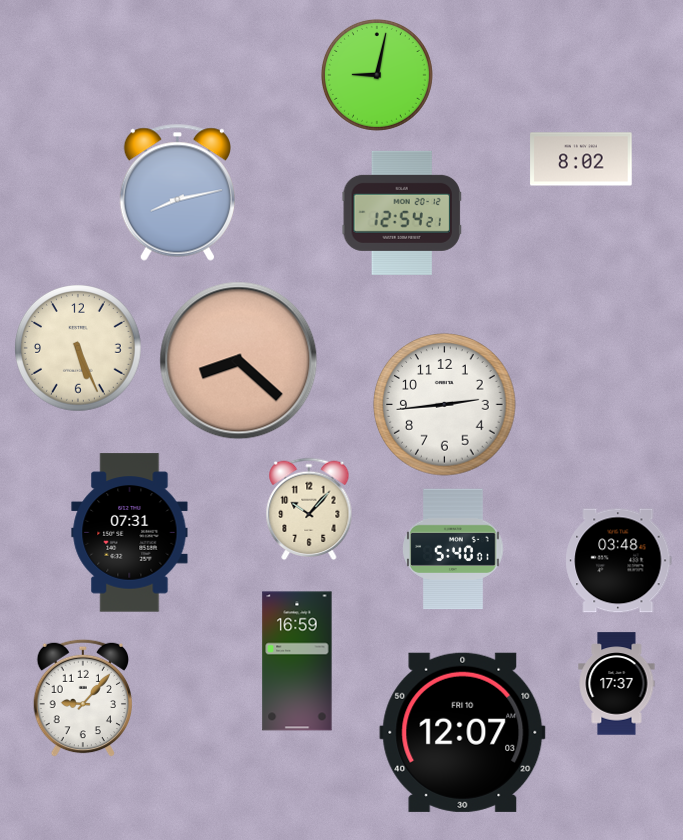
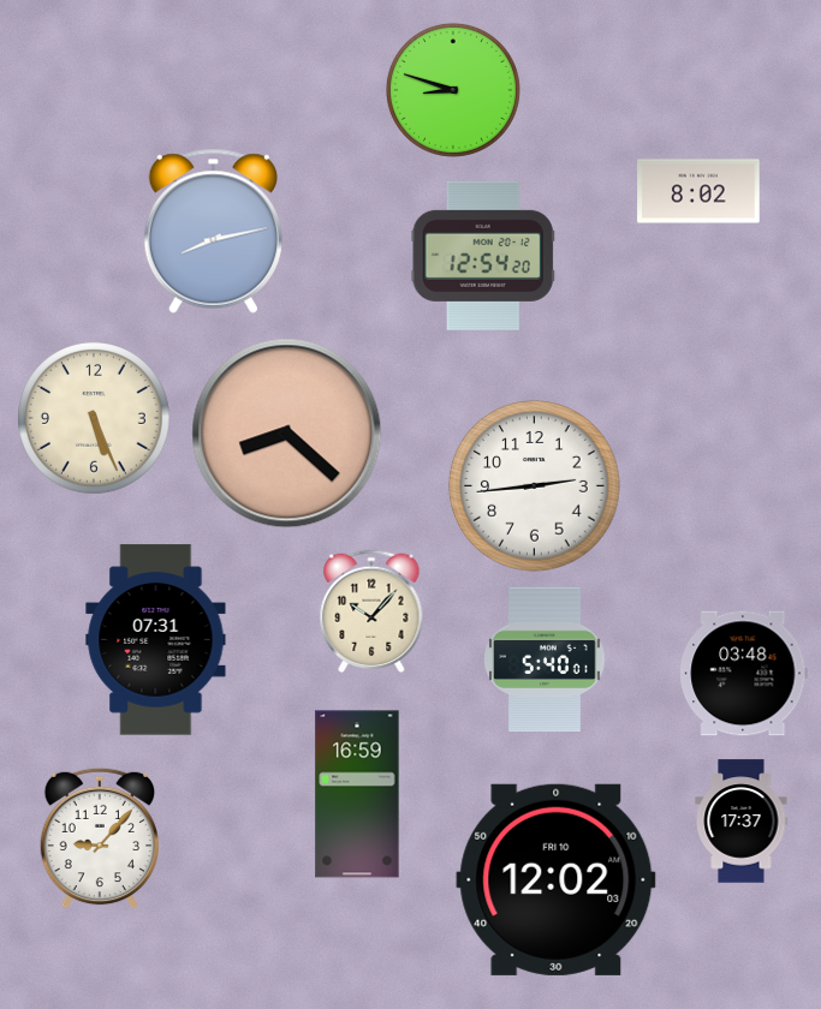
clock at (377, 75): 9:02 -> 8:48
clock at (402, 213): 12:54:21 -> 12:54:20
clock at (463, 732): 12:07 -> 12:02
